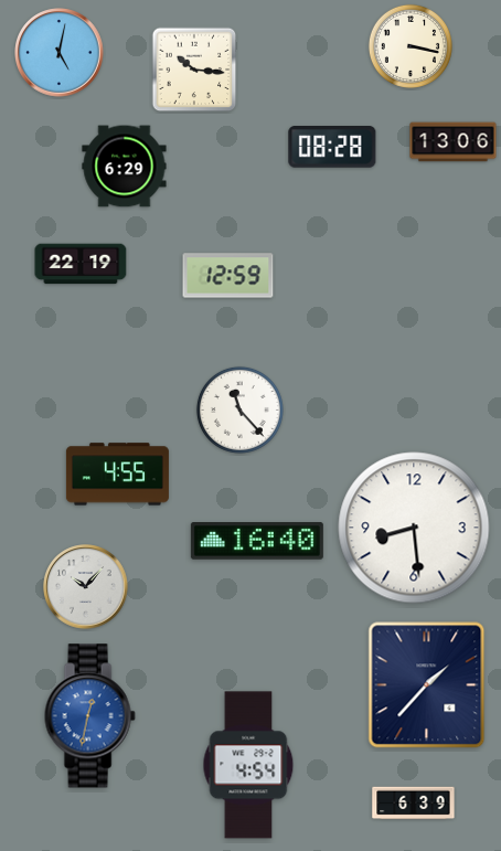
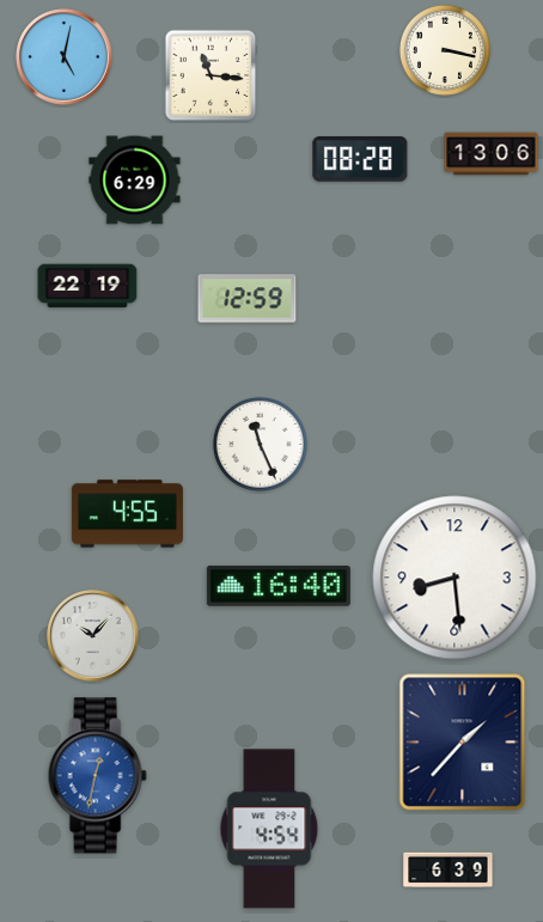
clock at (194, 70): 10:16 -> 11:16
clock at (239, 409): 11:23 -> 11:26
clock at (414, 528) position: (414, 528) -> (454, 578)
